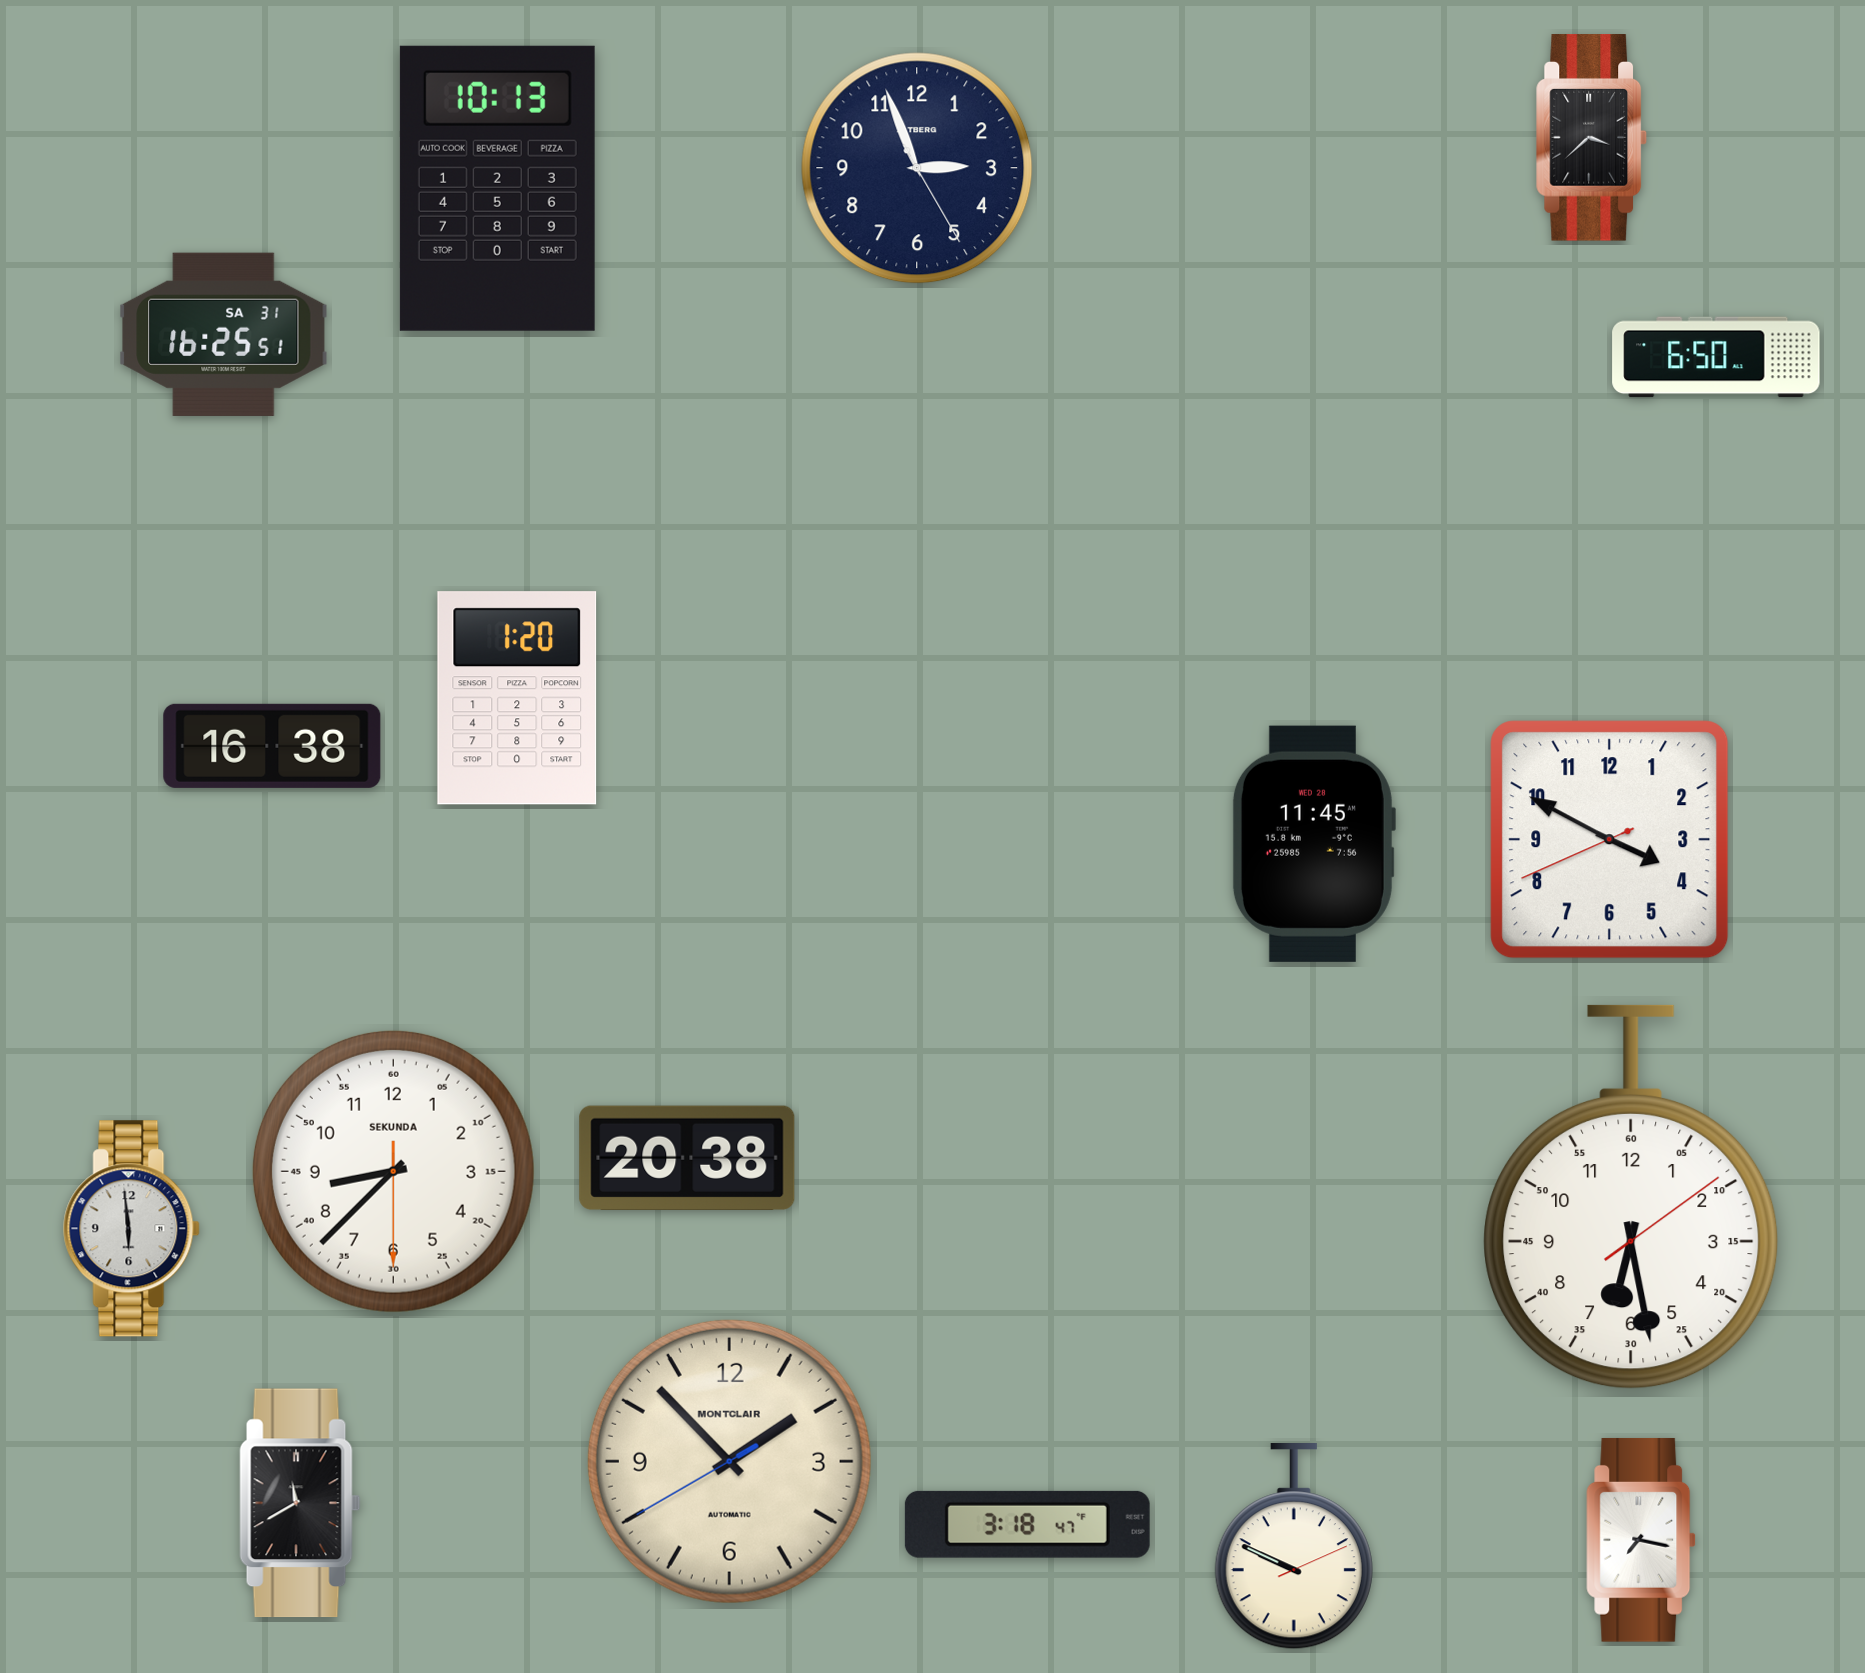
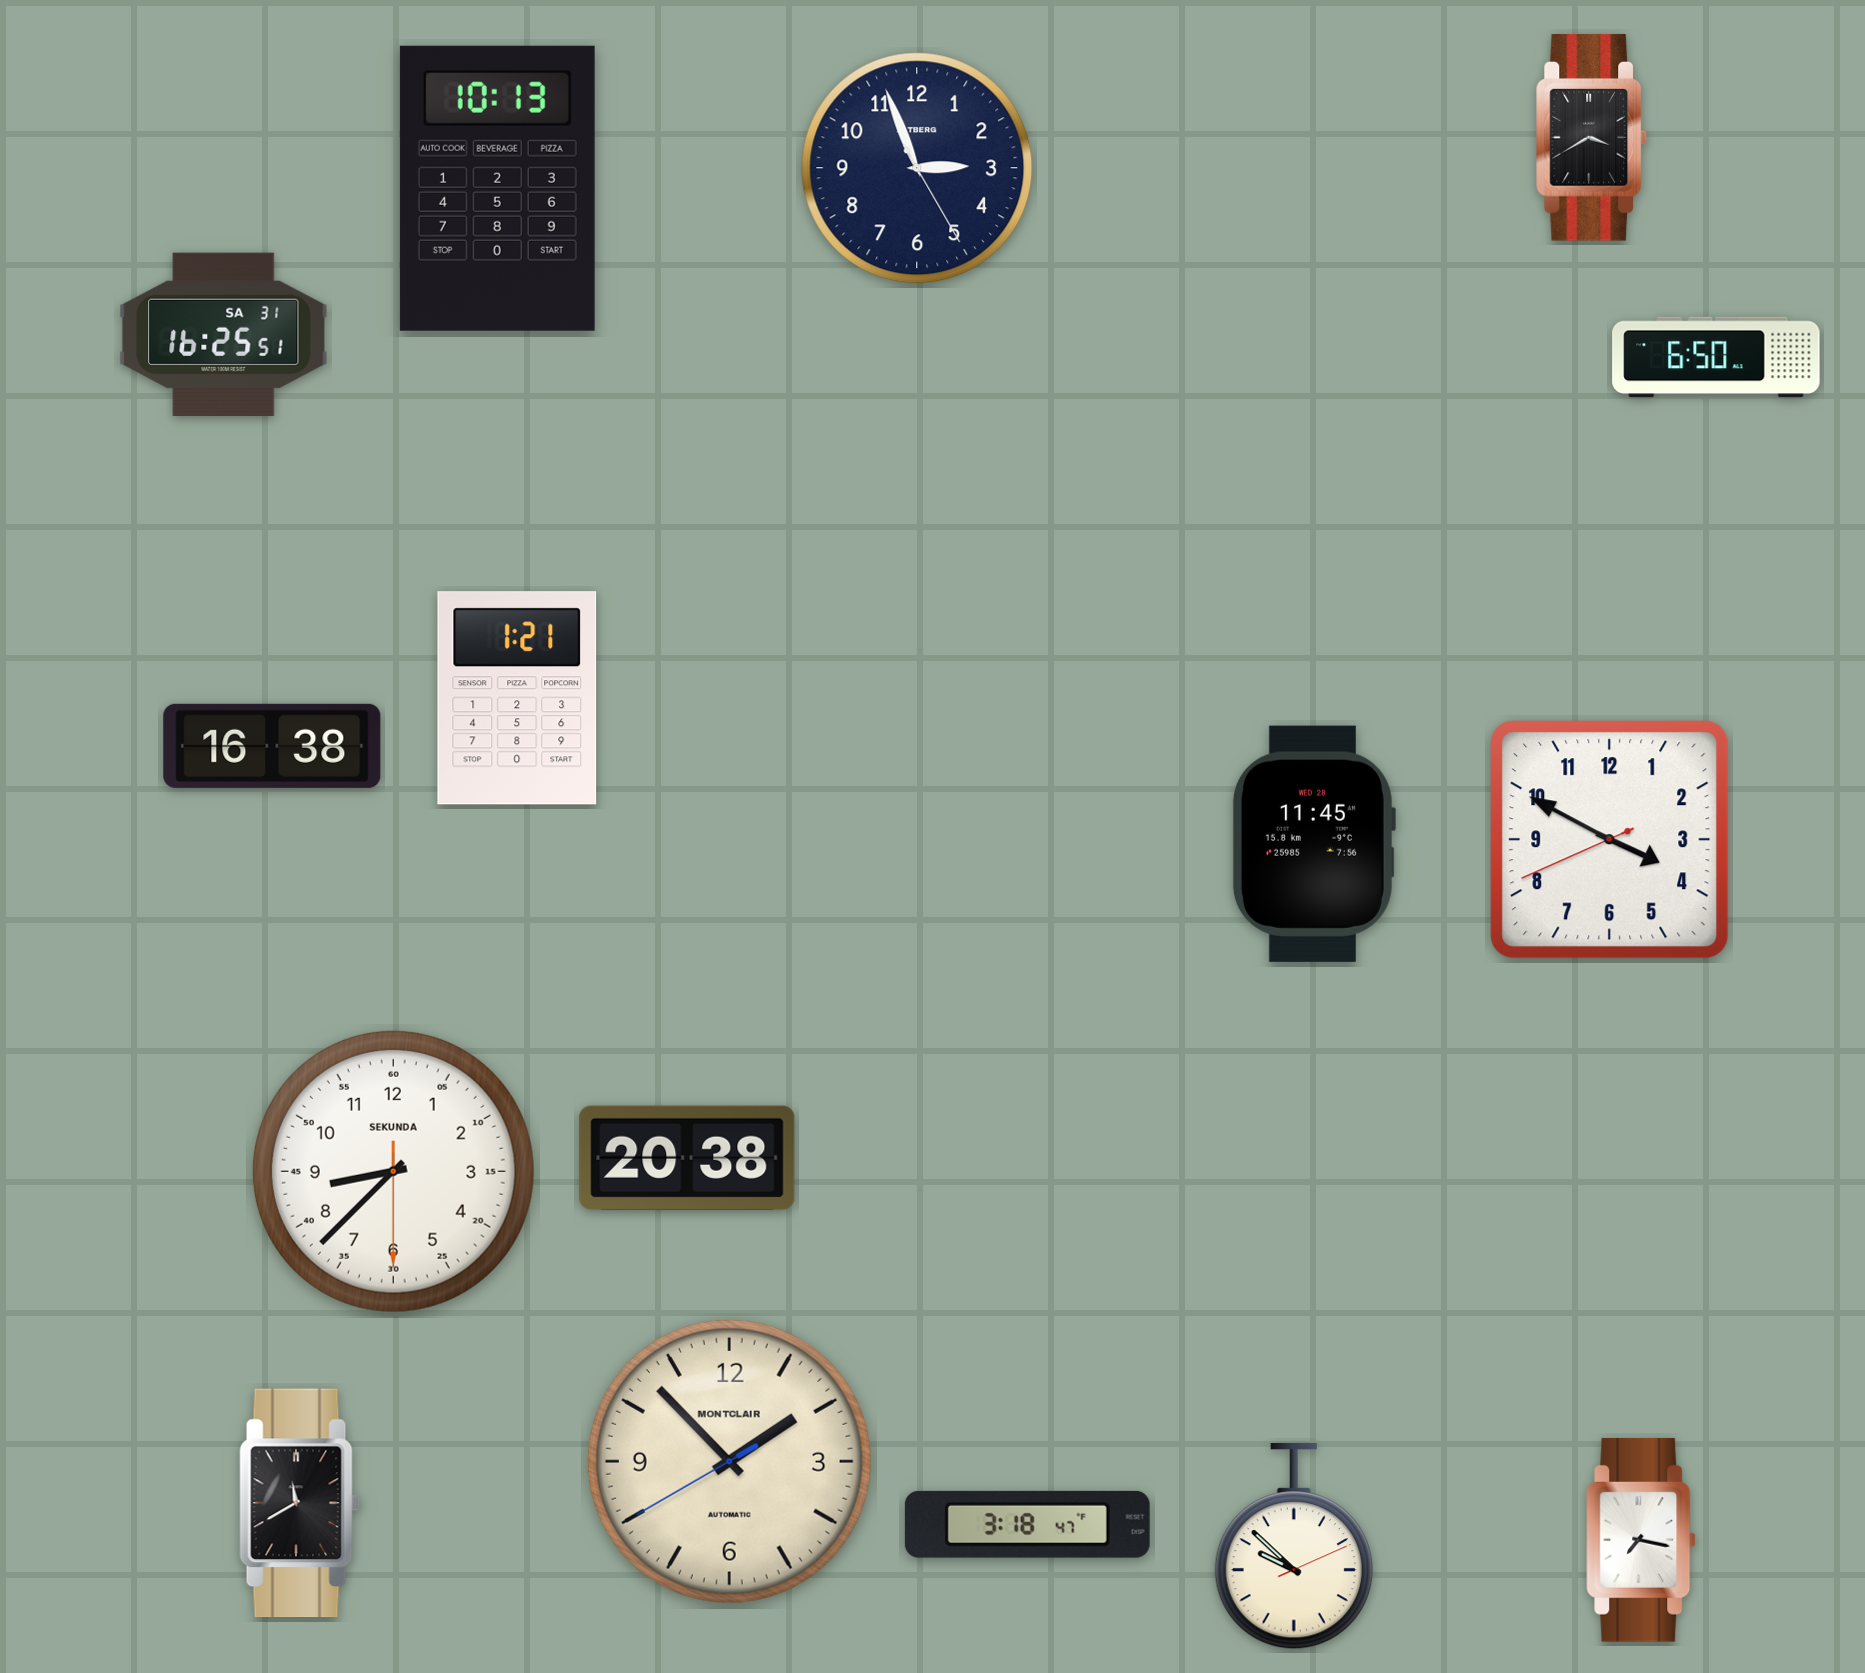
clock at (1592, 138): 3:38 -> 3:40
clock at (517, 698): 1:20 -> 1:21
clock at (1632, 1197): 6:28 -> none
clock at (132, 1229): 5:59 -> none
clock at (1294, 1547): 9:49 -> 9:52
